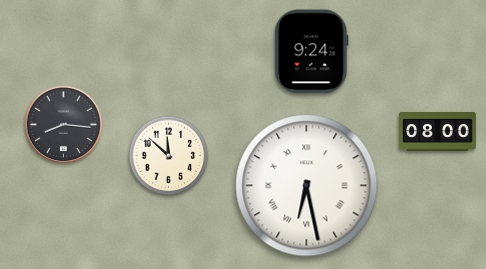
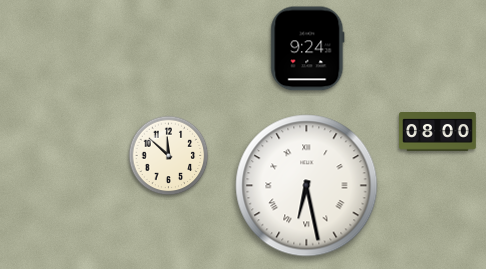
clock at (312, 52) position: (312, 52) -> (308, 49)
clock at (64, 125): 8:16 -> none
